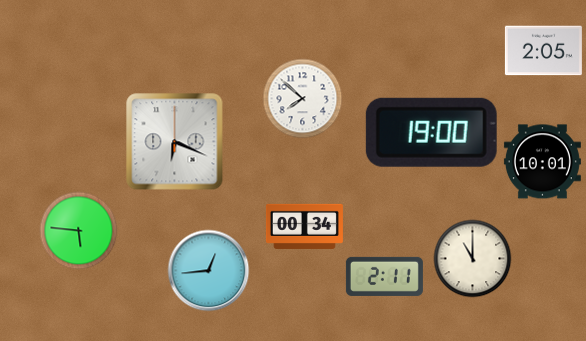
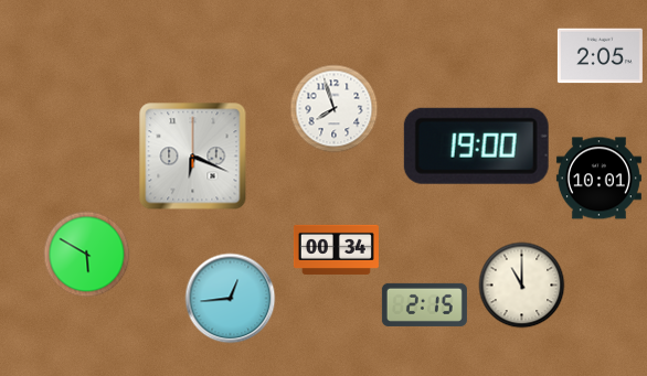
clock at (302, 98): 7:52 -> 7:57
clock at (78, 230): 5:46 -> 5:50
clock at (384, 276): 2:11 -> 2:15
